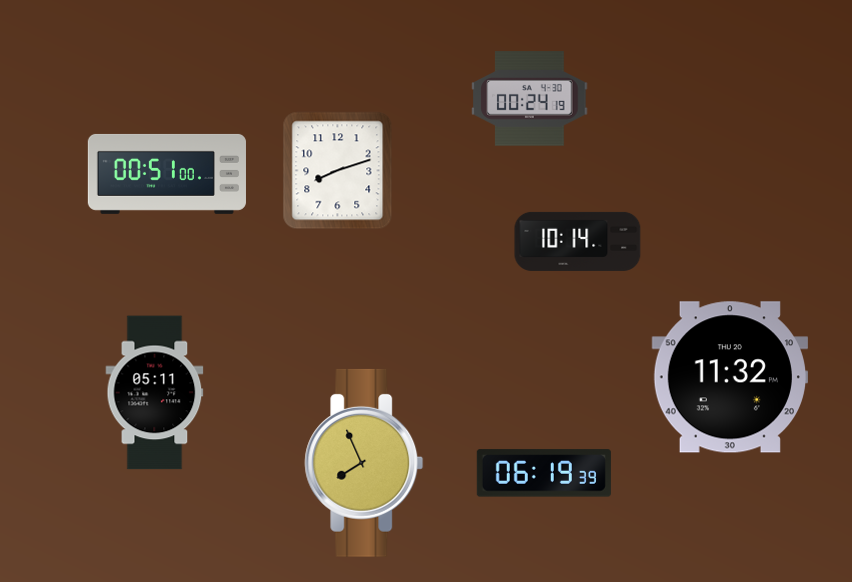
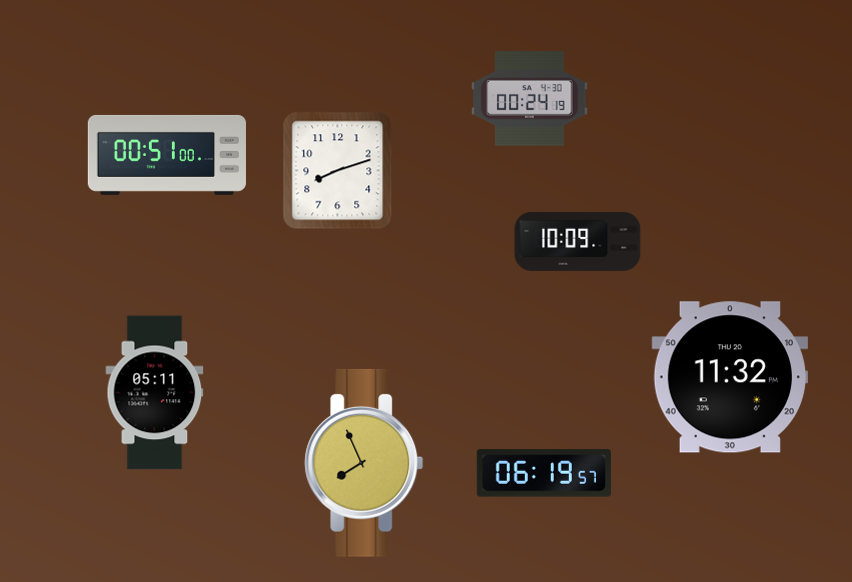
clock at (167, 174) position: (167, 174) -> (167, 155)
clock at (578, 241): 10:14 -> 10:09
clock at (544, 473): 06:19:39 -> 06:19:57
